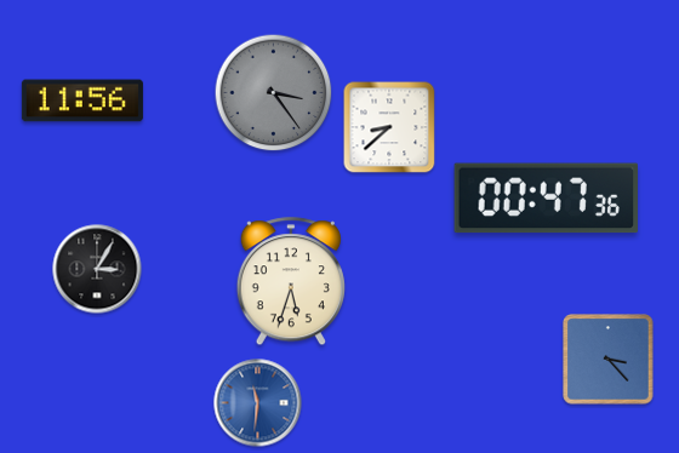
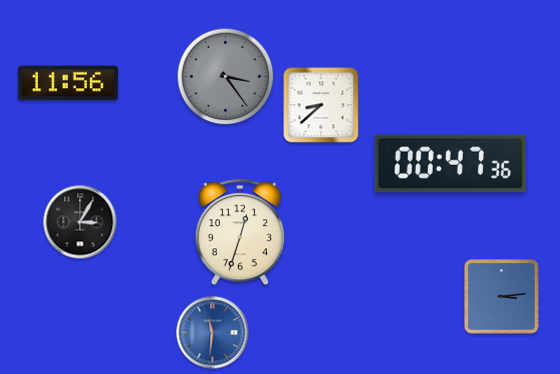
clock at (291, 282): 5:33 -> 12:33
clock at (609, 360): 3:23 -> 3:14
